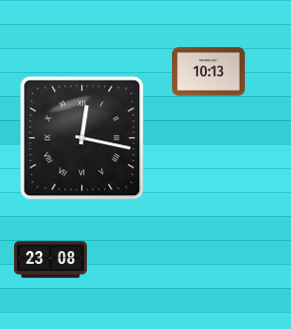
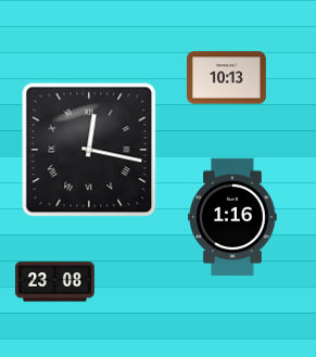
clock at (232, 217): none -> 1:16
